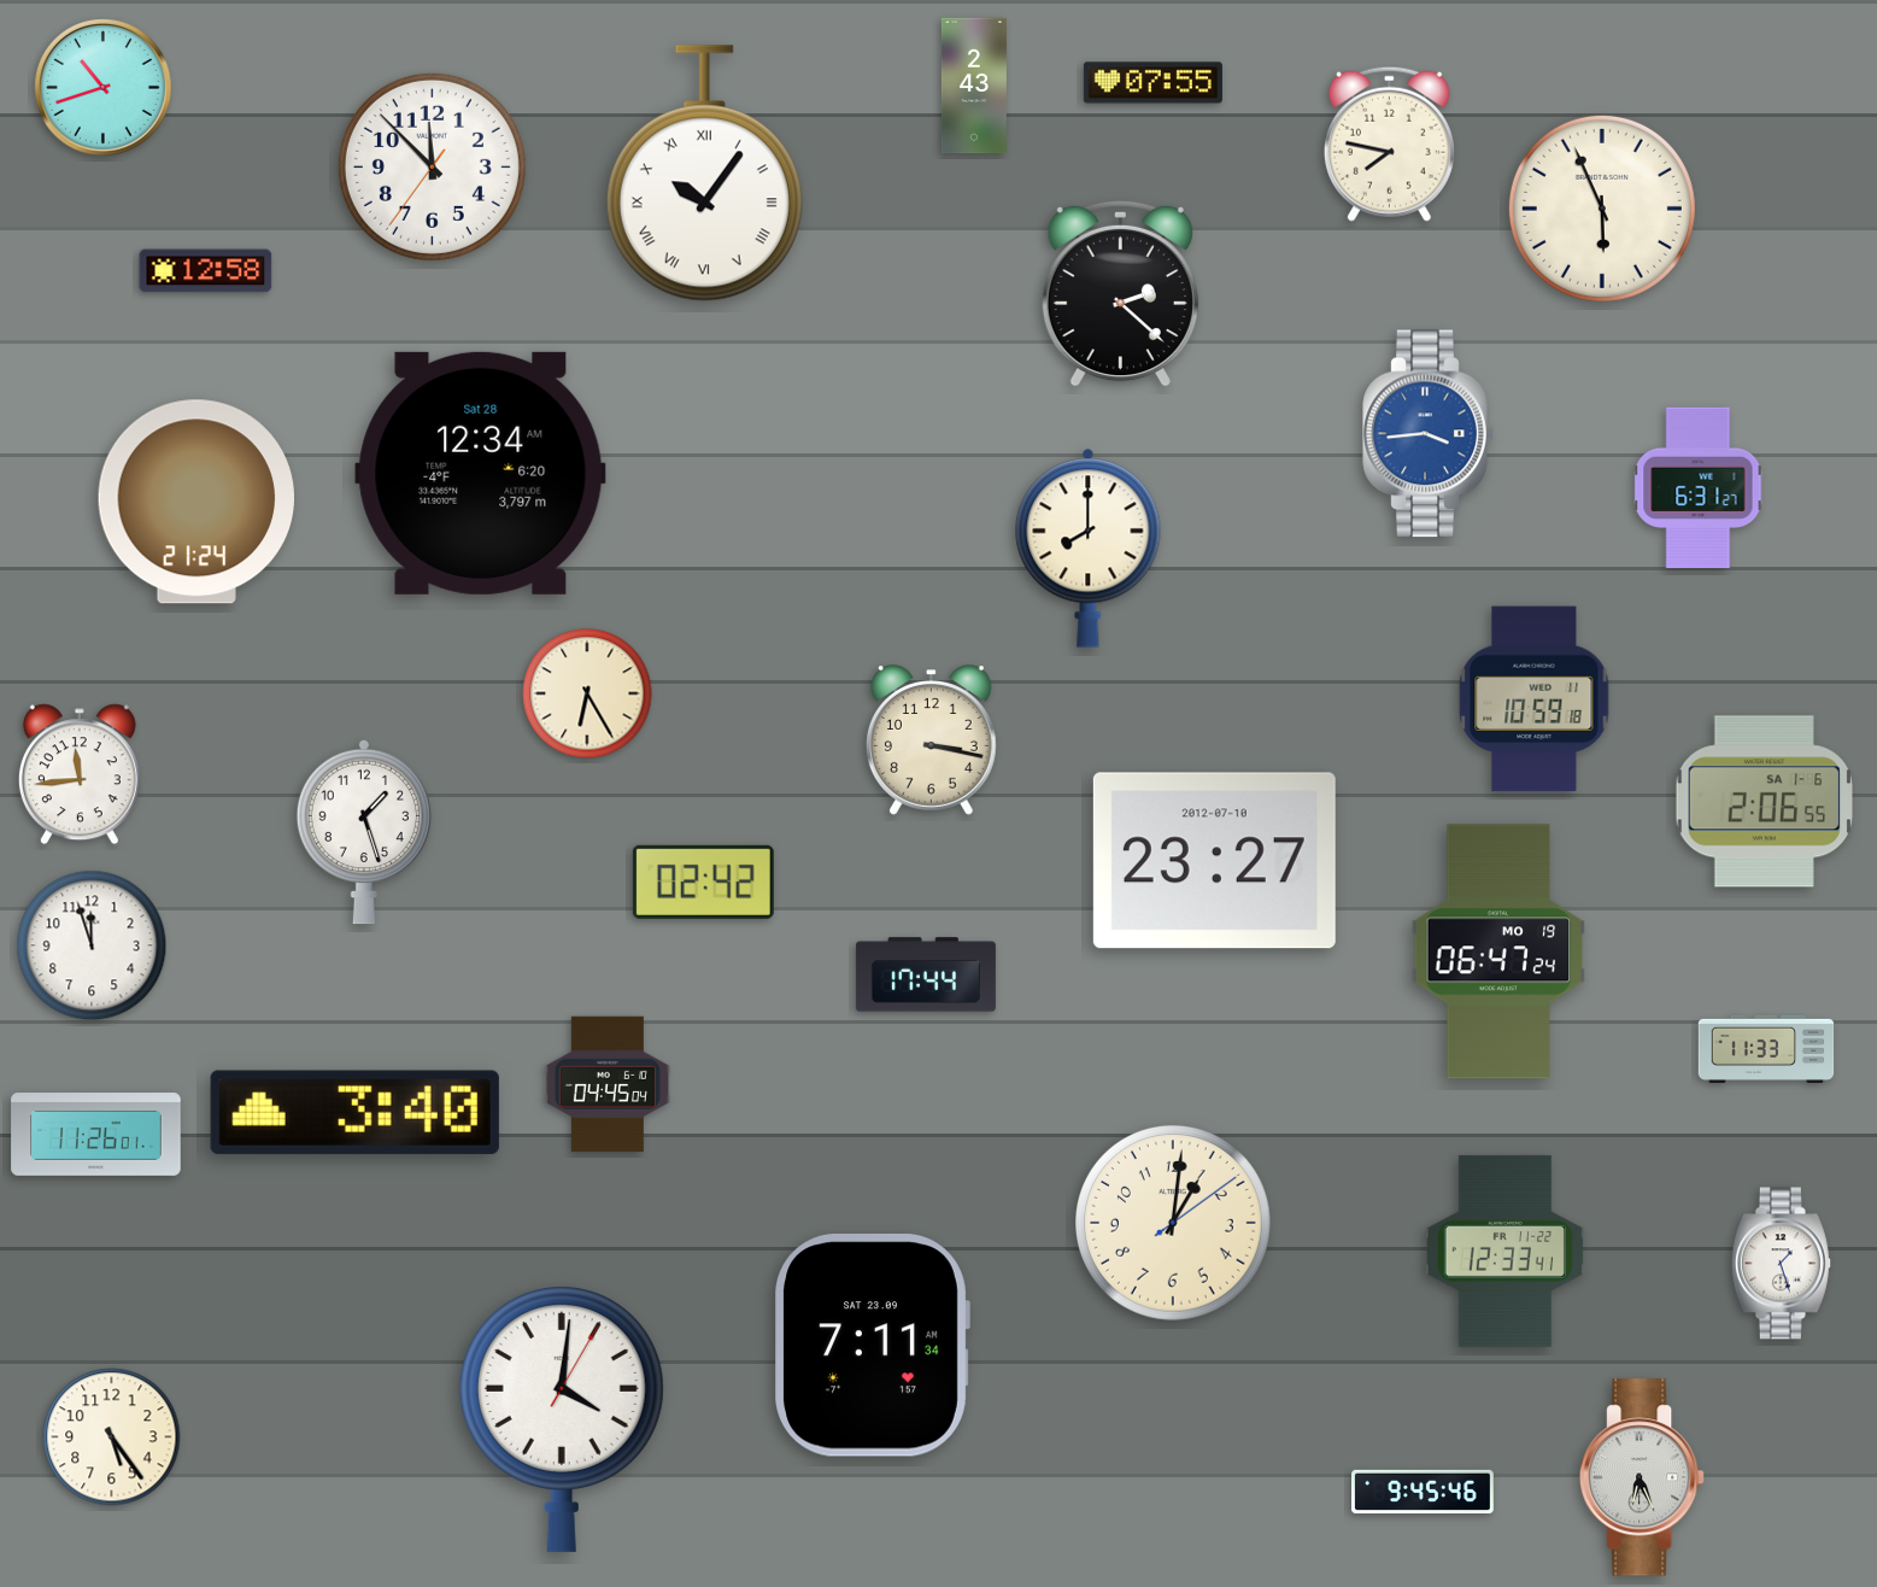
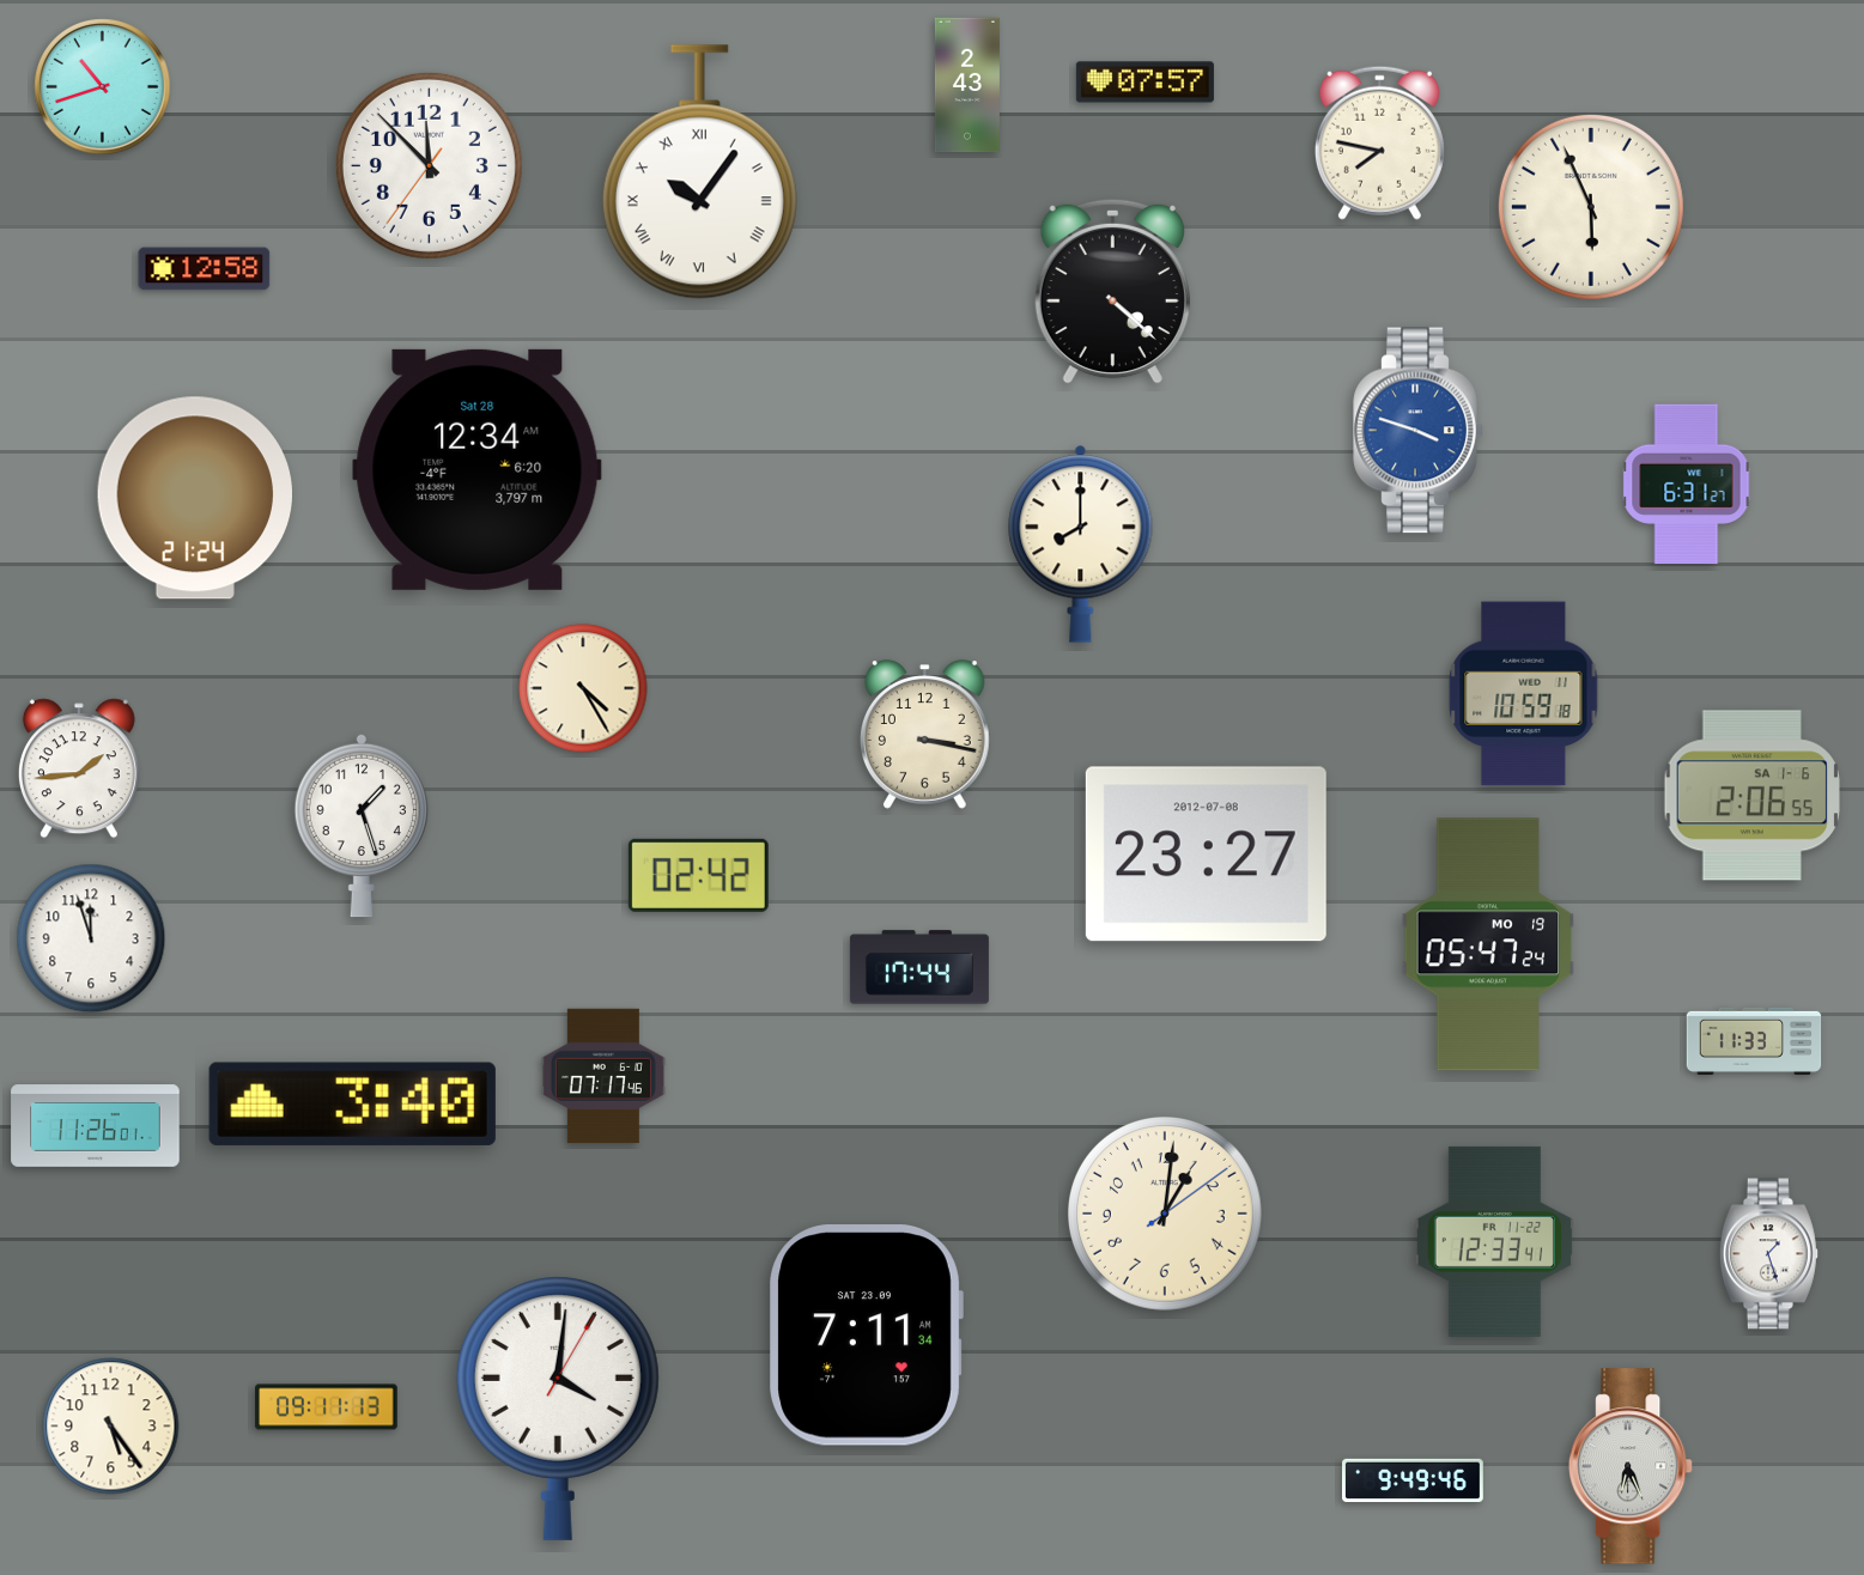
clock at (1152, 83): 07:55 -> 07:57
clock at (1120, 293): 2:22 -> 4:22
clock at (1429, 434): 3:44 -> 3:48
clock at (587, 693): 6:25 -> 4:25
clock at (80, 774): 11:44 -> 1:44
clock at (1214, 861) date: 2012-07-10 -> 2012-07-08
clock at (1498, 951): 06:47 -> 05:47
clock at (608, 1084): 04:45 -> 07:17
clock at (327, 1407): none -> 09:11
clock at (1424, 1491): 9:45 -> 9:49
